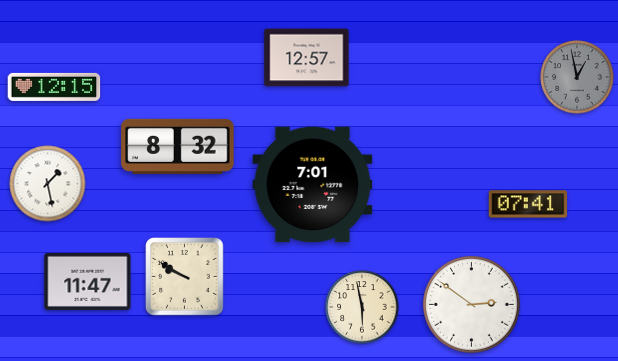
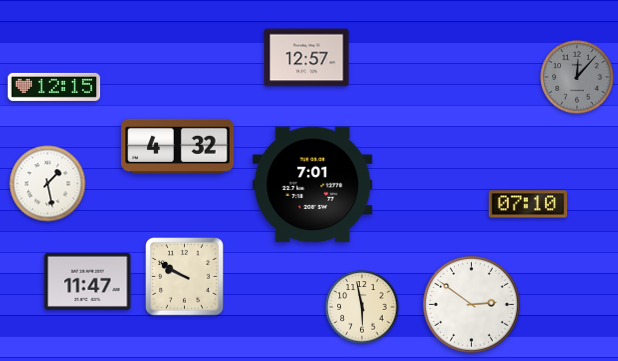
clock at (577, 77): 12:58 -> 12:07
clock at (178, 146): 8:32 -> 4:32
clock at (528, 204): 07:41 -> 07:10
